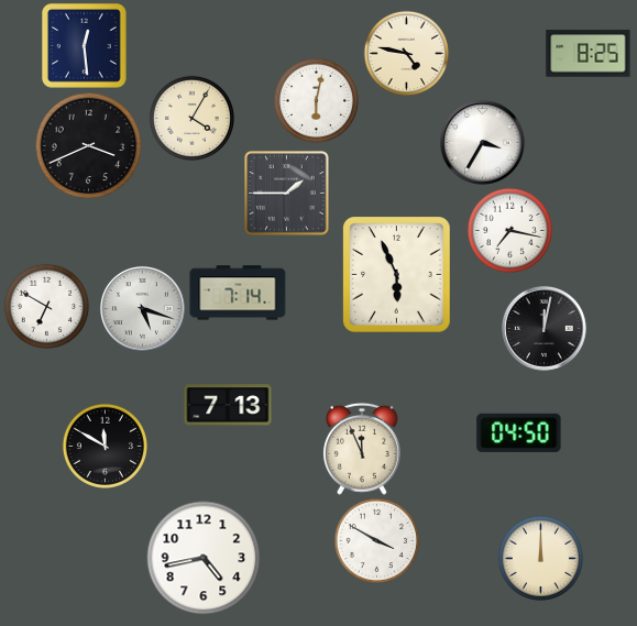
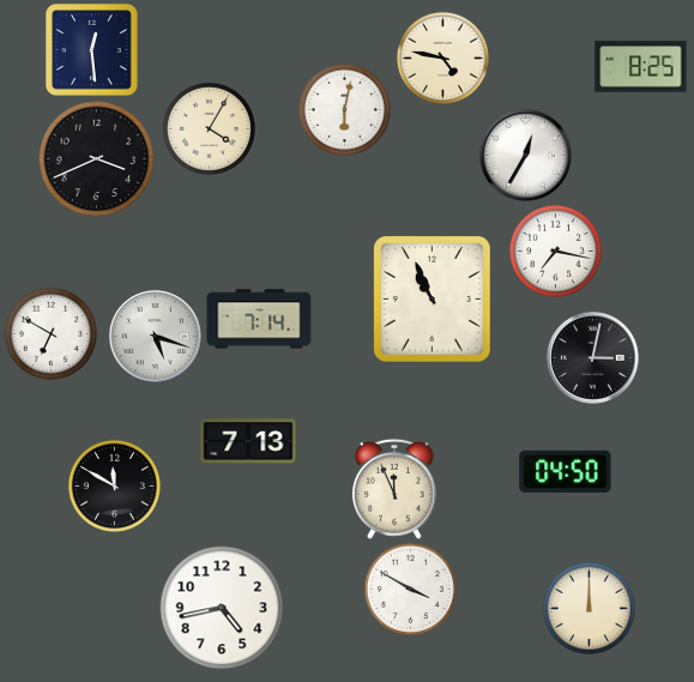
clock at (589, 54) position: (589, 54) -> (641, 67)
clock at (483, 143): 3:35 -> 12:35
clock at (287, 194): 1:45 -> none
clock at (397, 275): 5:56 -> 10:56
clock at (545, 329): 12:02 -> 3:02
